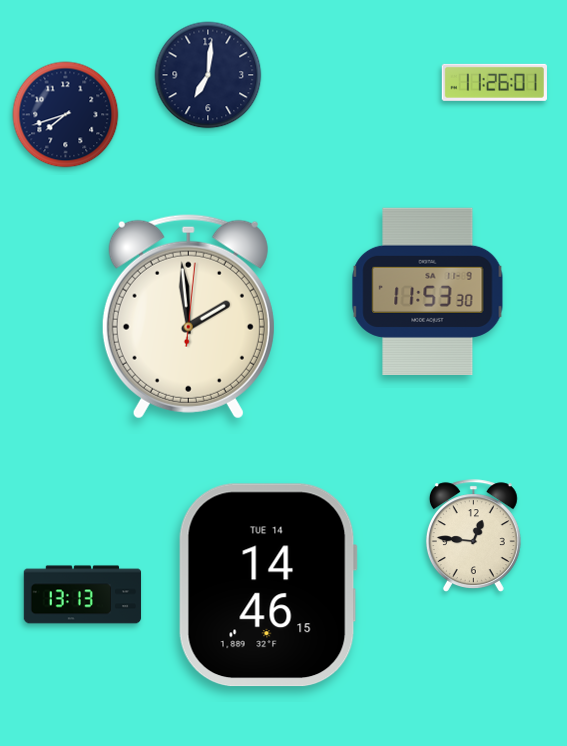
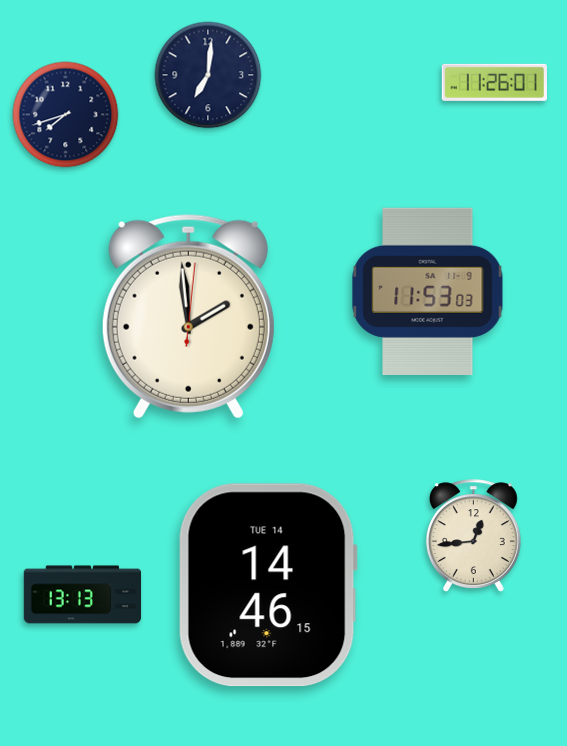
clock at (428, 291): 11:53:30 -> 11:53:03
clock at (473, 536): 12:46 -> 12:44
